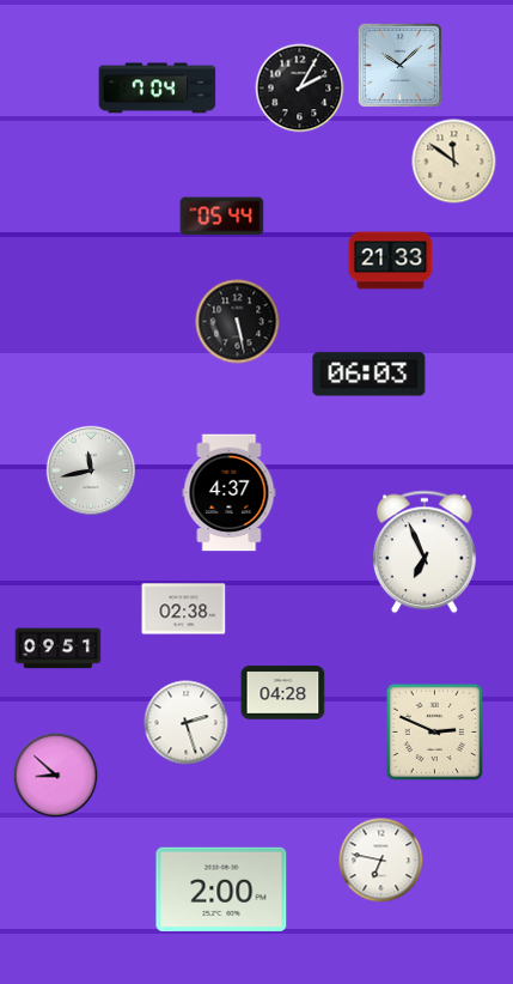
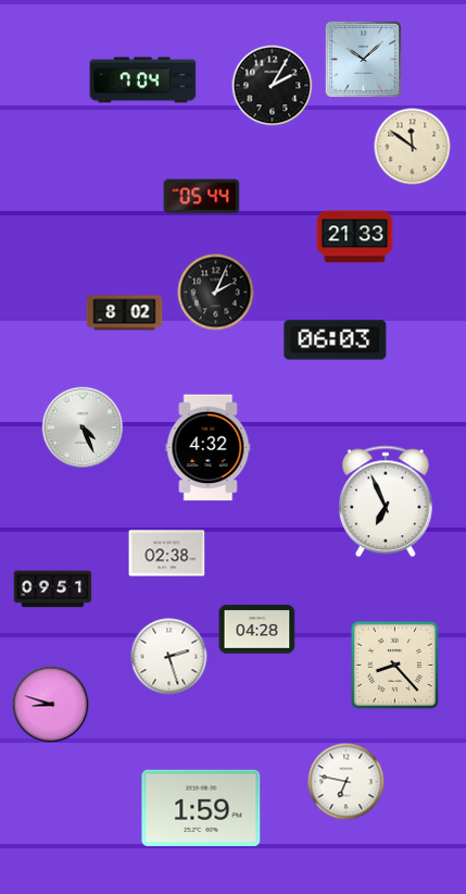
clock at (300, 89) position: (300, 89) -> (273, 86)
clock at (238, 322): 5:28 -> 2:04
clock at (125, 313): none -> 8:02
clock at (91, 470): 11:43 -> 4:26
clock at (230, 493): 4:37 -> 4:32
clock at (435, 733): 2:49 -> 8:23
clock at (56, 776): 8:52 -> 8:48
clock at (221, 889): 2:00 -> 1:59
